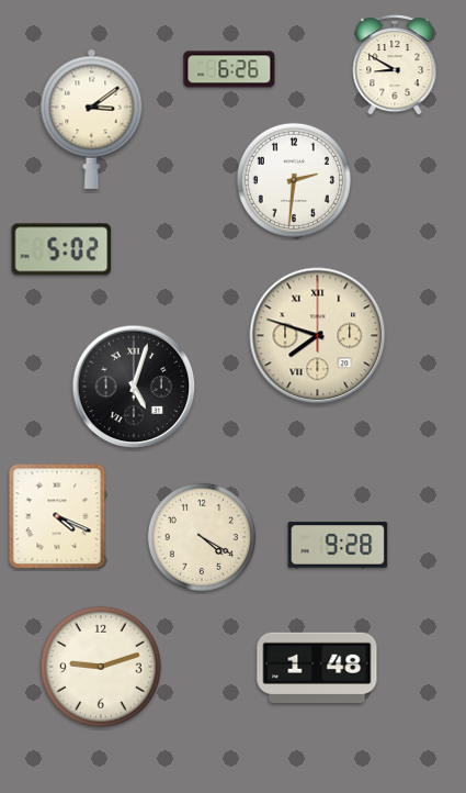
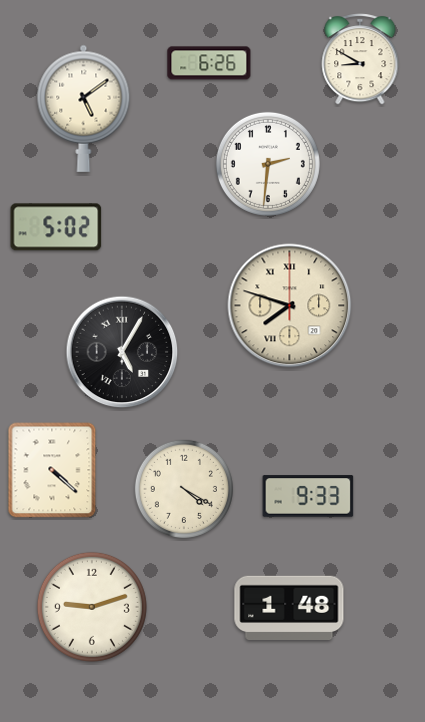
clock at (92, 119): 3:09 -> 5:09
clock at (134, 387): 5:03 -> 5:05
clock at (57, 516): 4:19 -> 4:22
clock at (338, 545): 9:28 -> 9:33
